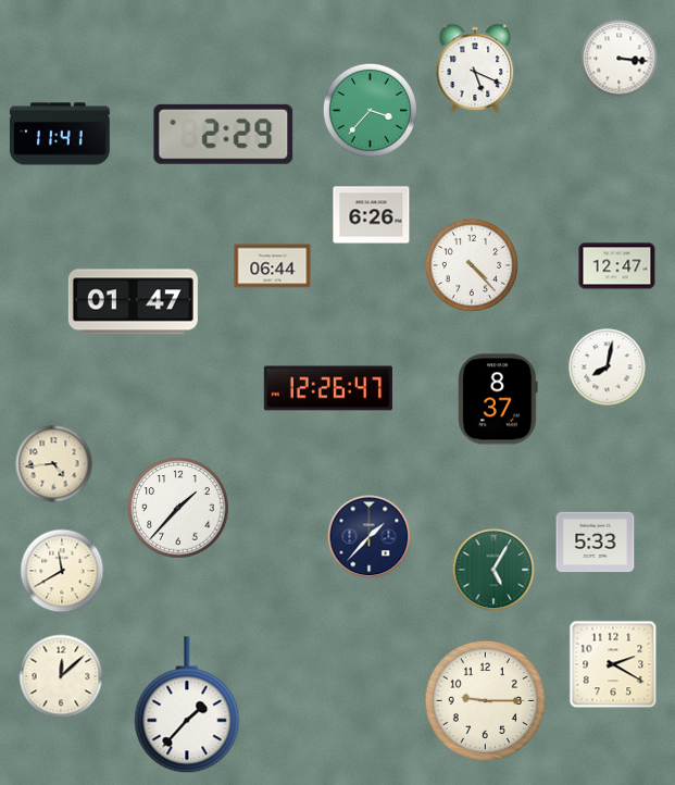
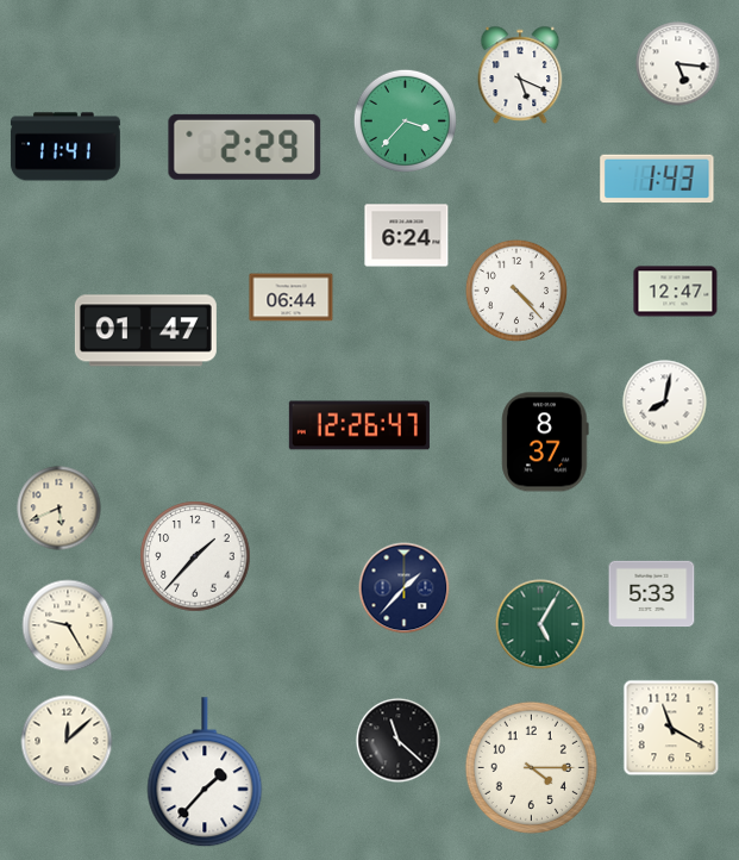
clock at (620, 59): 3:16 -> 5:16
clock at (657, 179): none -> 1:43
clock at (372, 215): 6:26 -> 6:24
clock at (273, 266) position: (273, 266) -> (292, 298)
clock at (498, 399) position: (498, 399) -> (545, 442)
clock at (54, 464): 4:44 -> 5:41
clock at (62, 571): 11:40 -> 9:25
clock at (613, 664): 2:20 -> 11:20
clock at (399, 741): none -> 11:22
clock at (485, 700): 9:15 -> 4:15
